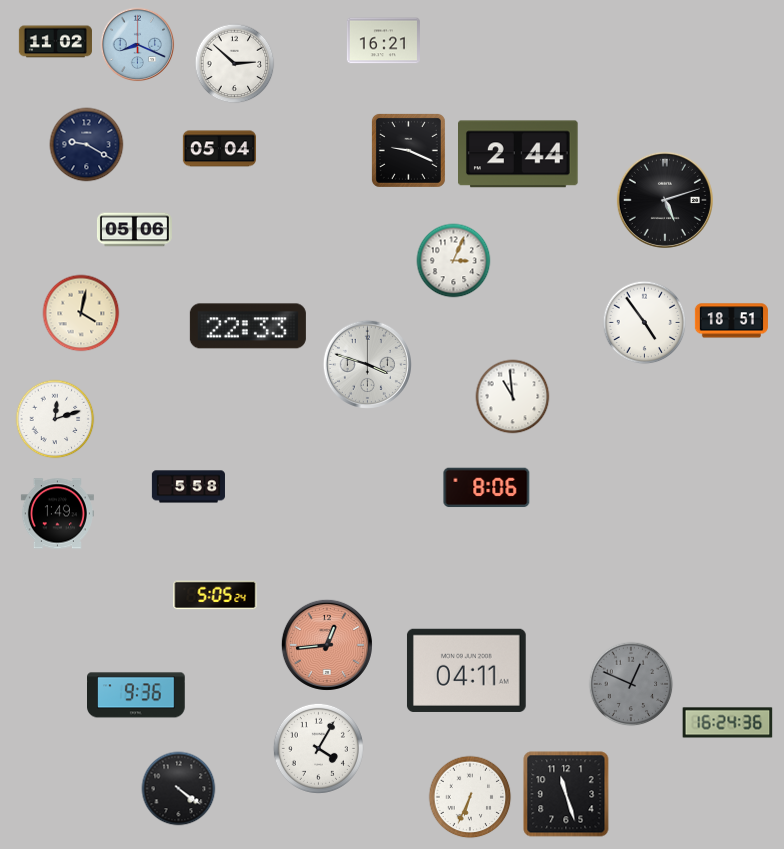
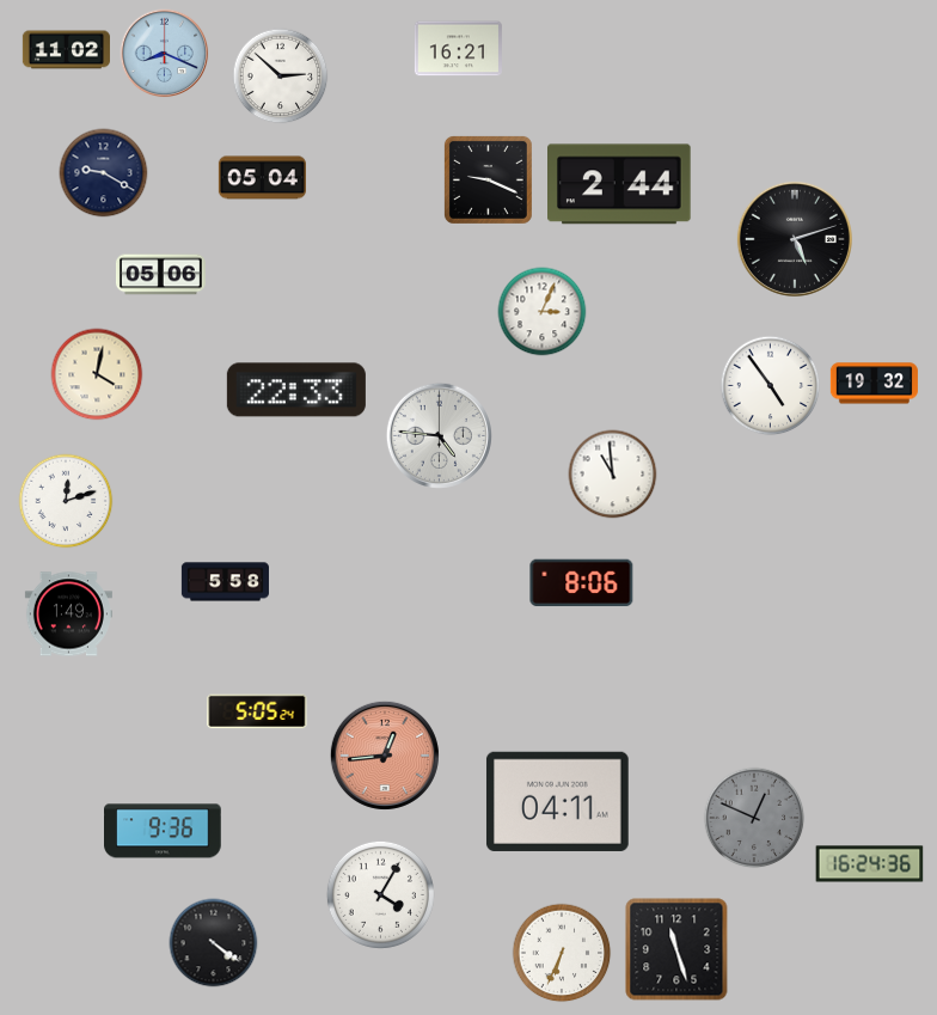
clock at (731, 321): 18:51 -> 19:32
clock at (367, 364): 3:48 -> 4:46
clock at (327, 645) position: (327, 645) -> (385, 756)
